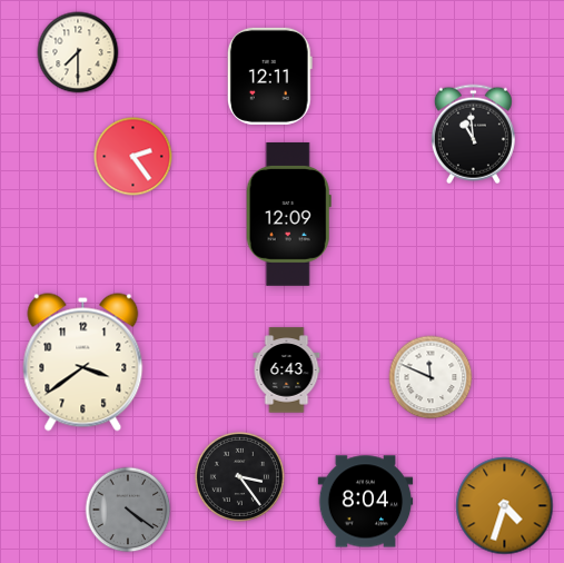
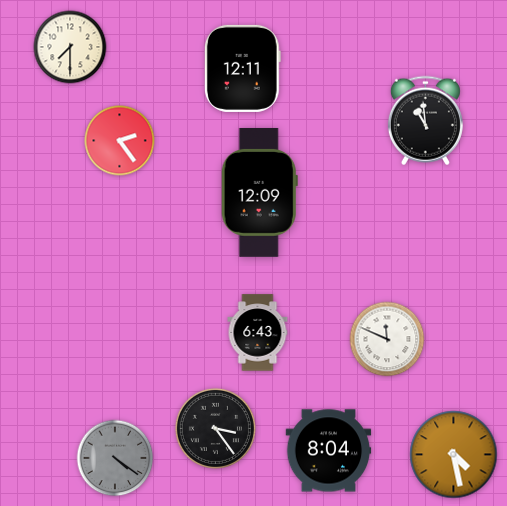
clock at (83, 363): 3:39 -> none
clock at (505, 506): 4:33 -> 4:28
